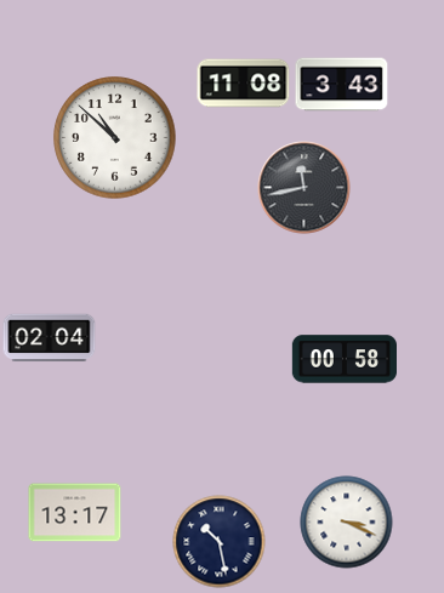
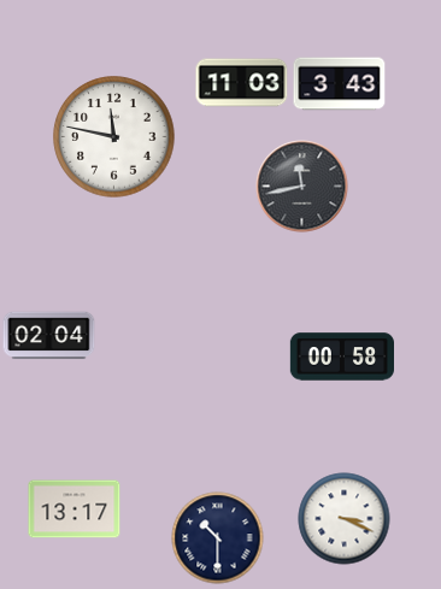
clock at (244, 84): 11:08 -> 11:03
clock at (115, 138): 10:52 -> 11:47
clock at (220, 542): 10:28 -> 10:30
